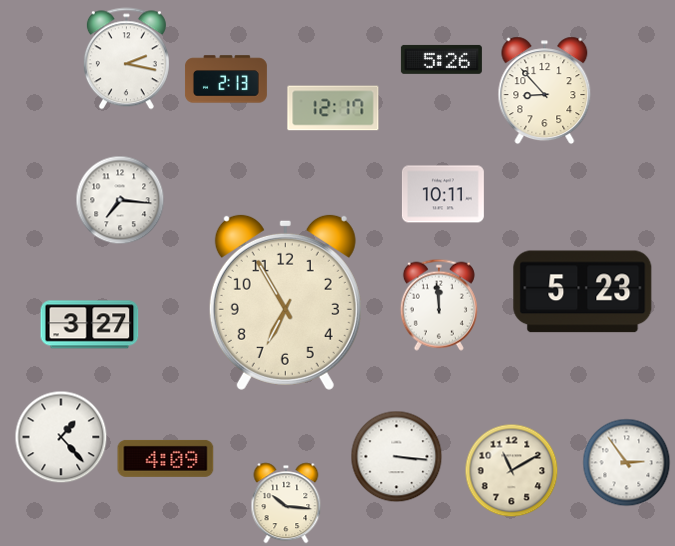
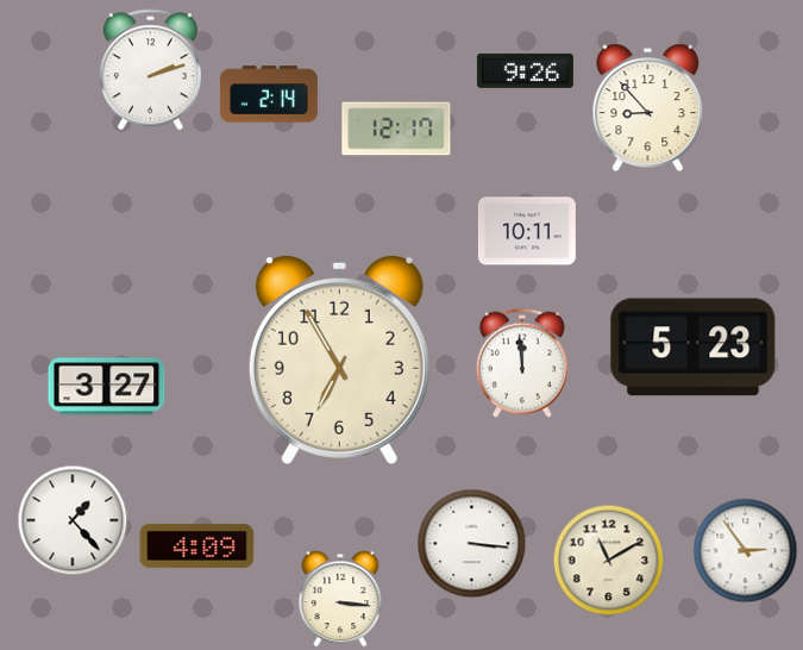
clock at (126, 59): 2:17 -> 2:12
clock at (441, 59): 5:26 -> 9:26
clock at (226, 79): 2:13 -> 2:14
clock at (120, 200): 7:16 -> none
clock at (286, 503): 10:16 -> 3:16
